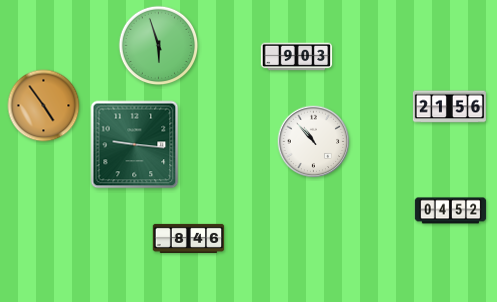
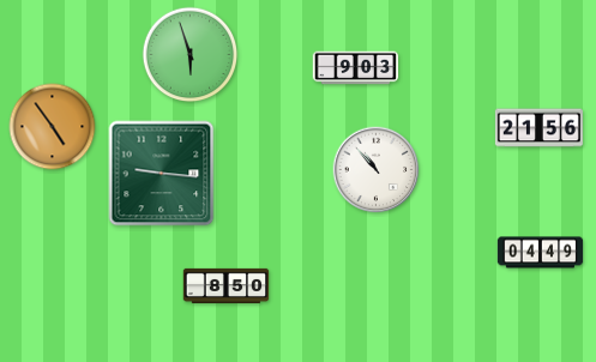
clock at (451, 211): 04:52 -> 04:49
clock at (189, 238): 8:46 -> 8:50
